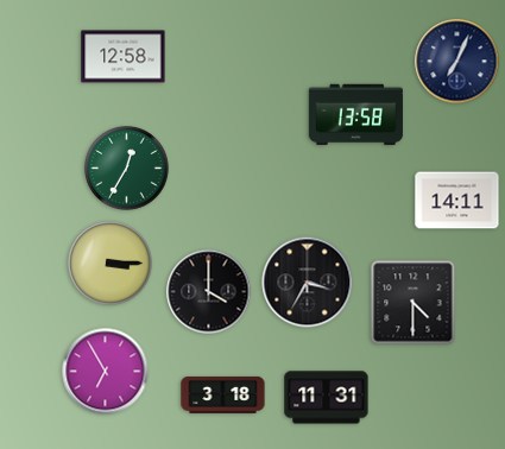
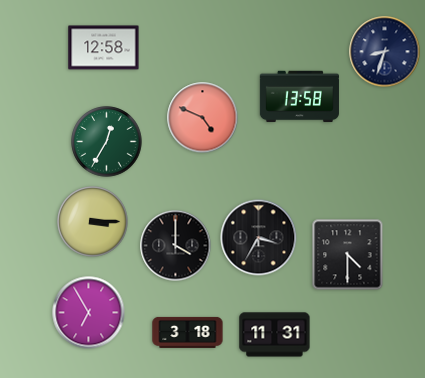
clock at (457, 62): 7:04 -> 8:33
clock at (203, 118): none -> 4:49
clock at (457, 201): 14:11 -> none
